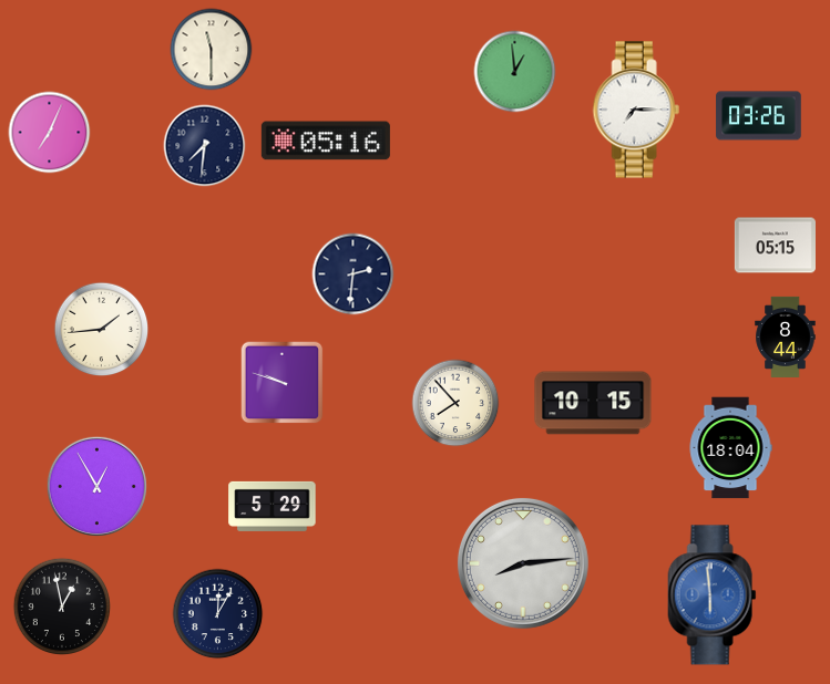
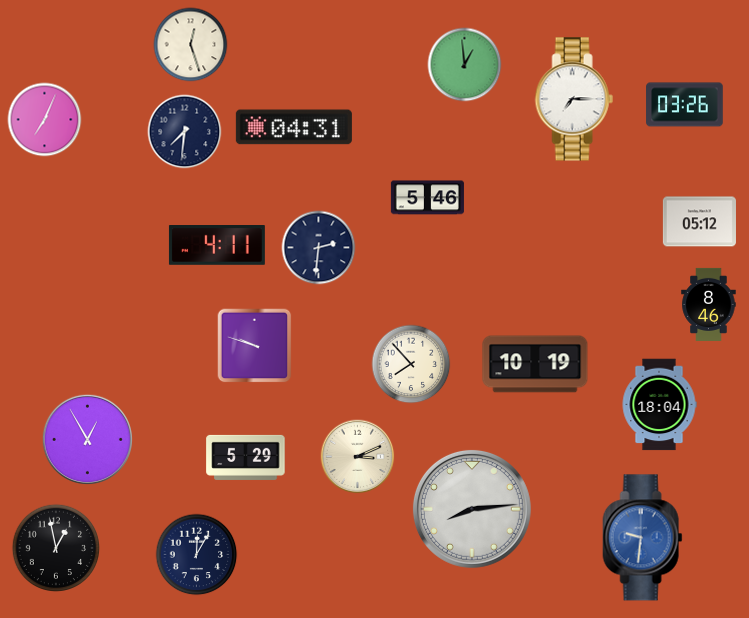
clock at (212, 50): 11:30 -> 12:27
clock at (326, 141): 05:16 -> 04:31
clock at (427, 198): none -> 5:46
clock at (775, 246): 05:15 -> 05:12
clock at (217, 246): none -> 4:11
clock at (102, 330): 1:44 -> none
clock at (786, 336): 8:44 -> 8:46
clock at (593, 403): 10:15 -> 10:19
clock at (358, 457): none -> 3:11
clock at (713, 595): 5:59 -> 9:31
